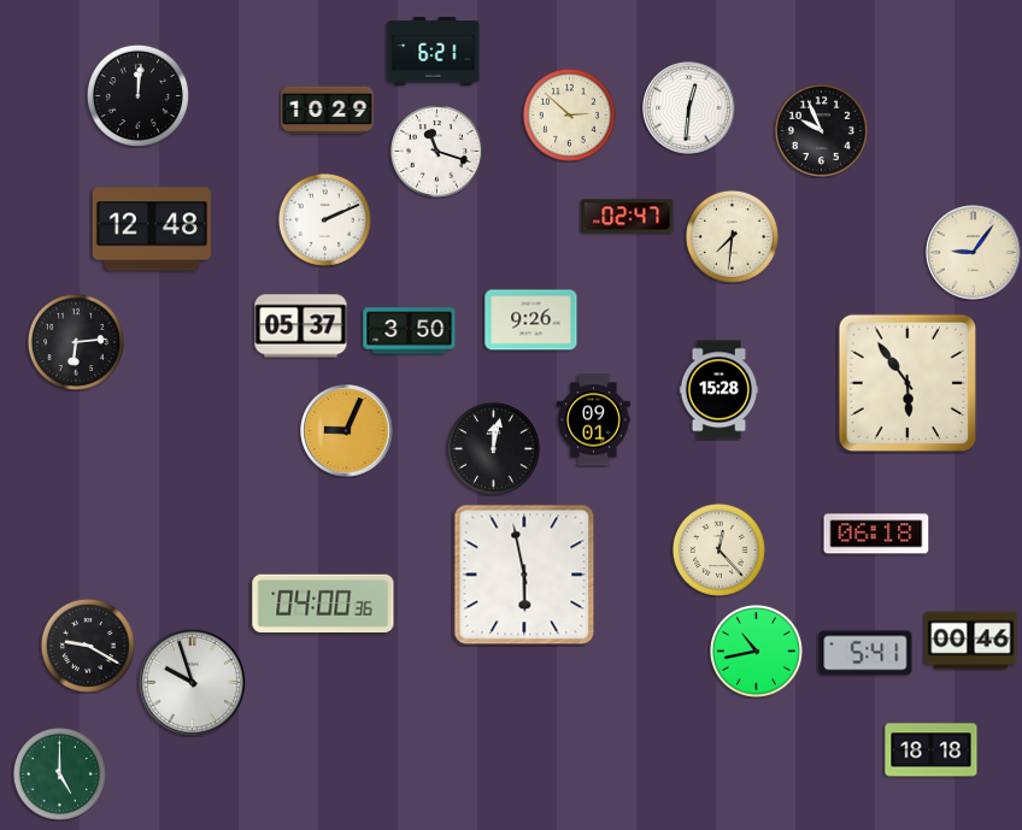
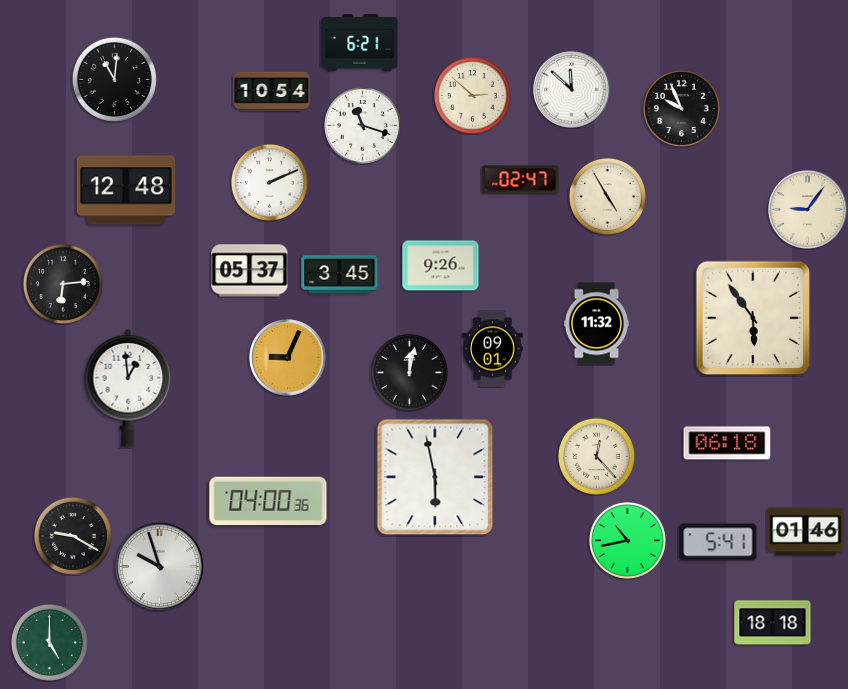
clock at (137, 95): 12:01 -> 11:01
clock at (689, 108): 12:31 -> 11:52
clock at (328, 111): 10:29 -> 10:54
clock at (732, 236): 7:31 -> 4:55
clock at (410, 331): 3:50 -> 3:45
clock at (719, 390): 15:28 -> 11:32
clock at (128, 388): none -> 12:59
clock at (971, 641): 00:46 -> 01:46
